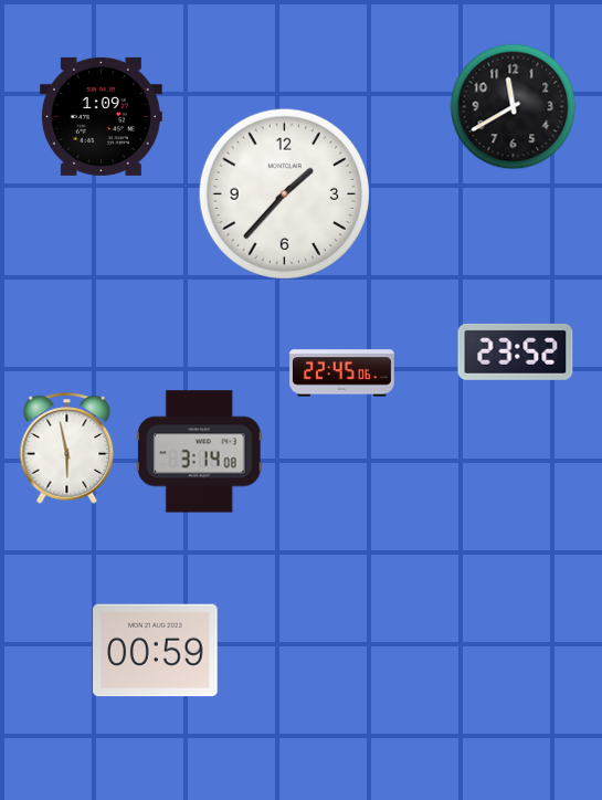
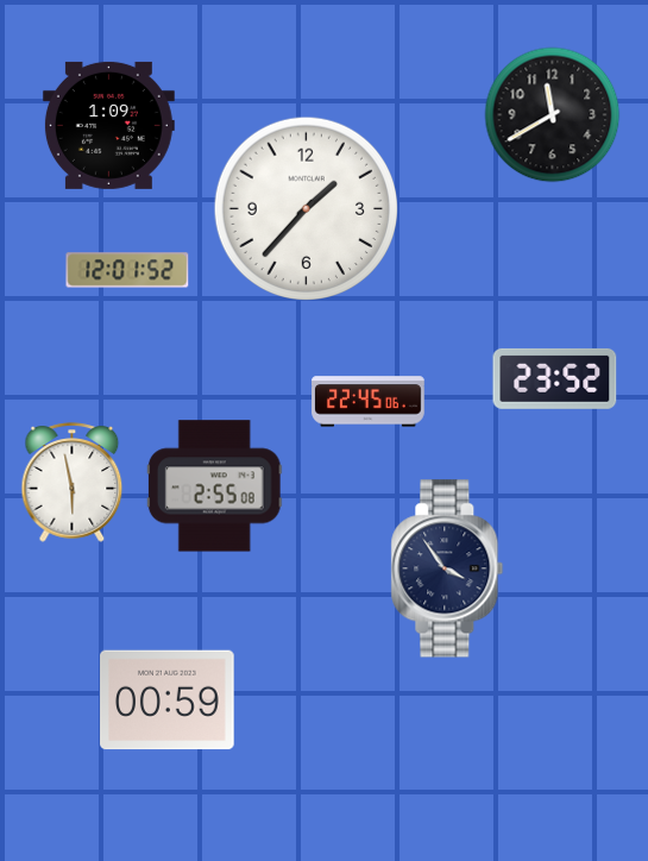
clock at (127, 270): none -> 12:01
clock at (199, 452): 3:14 -> 2:55
clock at (447, 568): none -> 3:54
